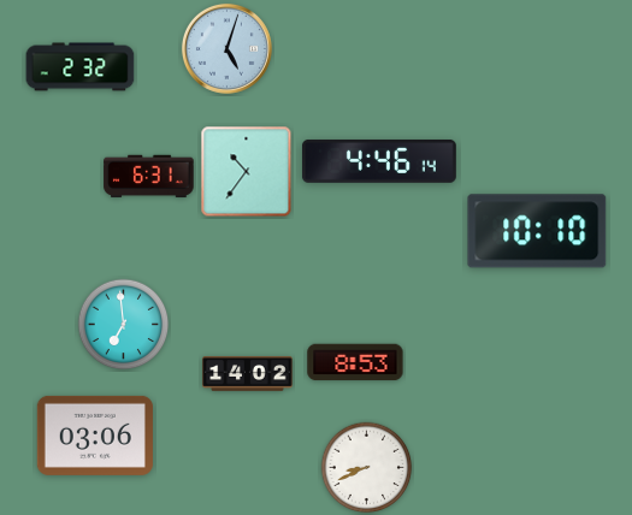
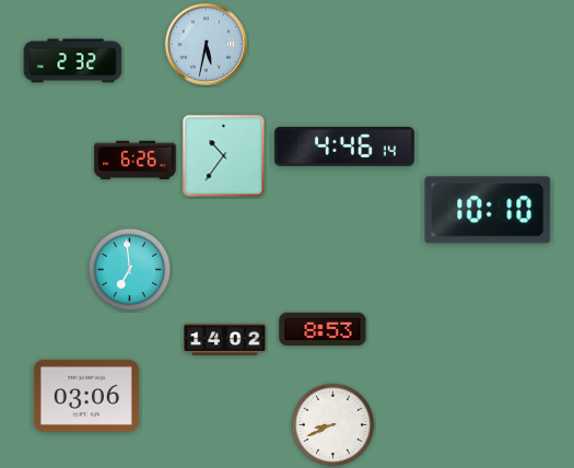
clock at (226, 48): 5:03 -> 5:32
clock at (149, 177): 6:31 -> 6:26
clock at (124, 325) position: (124, 325) -> (130, 270)
